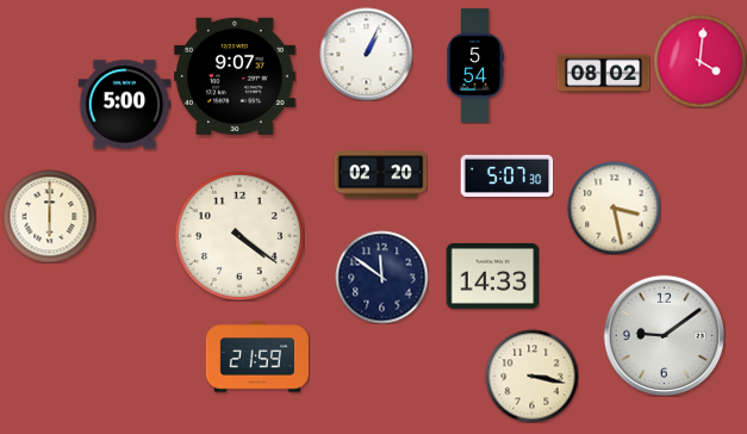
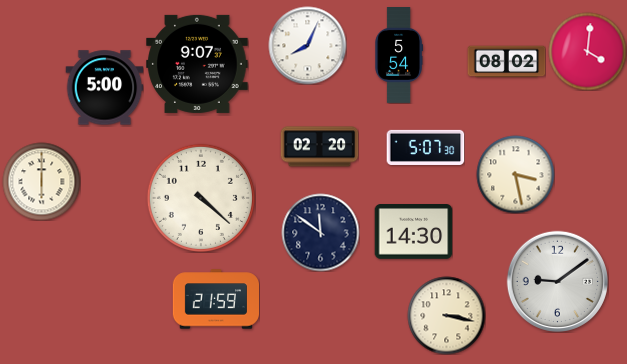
clock at (366, 54): 1:04 -> 8:04
clock at (239, 236): 4:21 -> 4:22
clock at (492, 277): 14:33 -> 14:30
